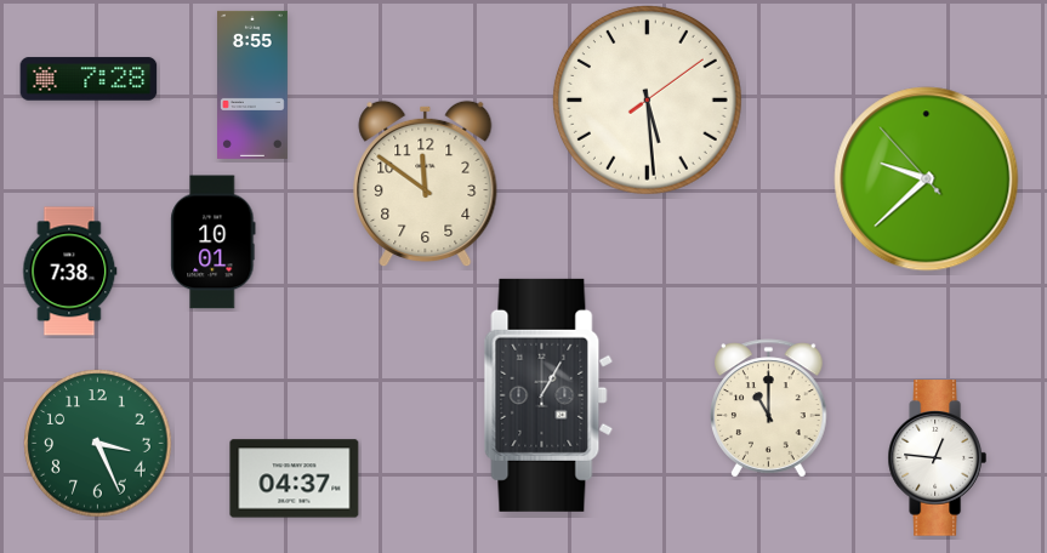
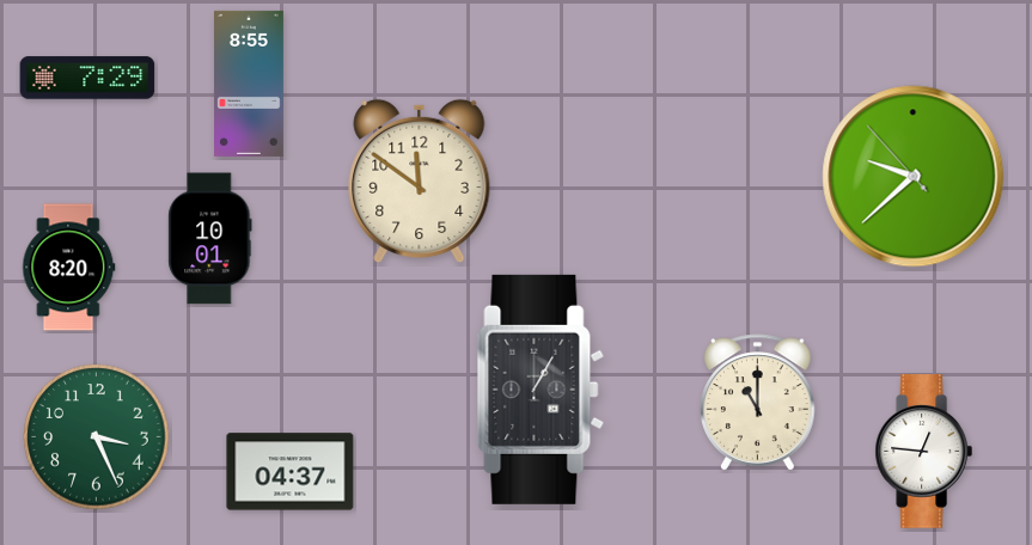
clock at (89, 79): 7:28 -> 7:29
clock at (647, 99): 5:29 -> none
clock at (70, 272): 7:38 -> 8:20
